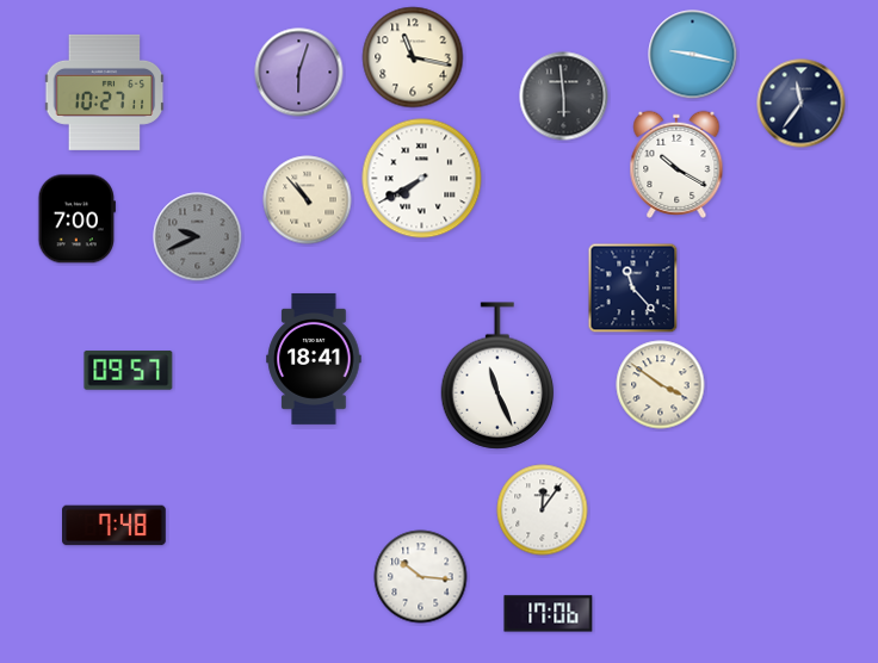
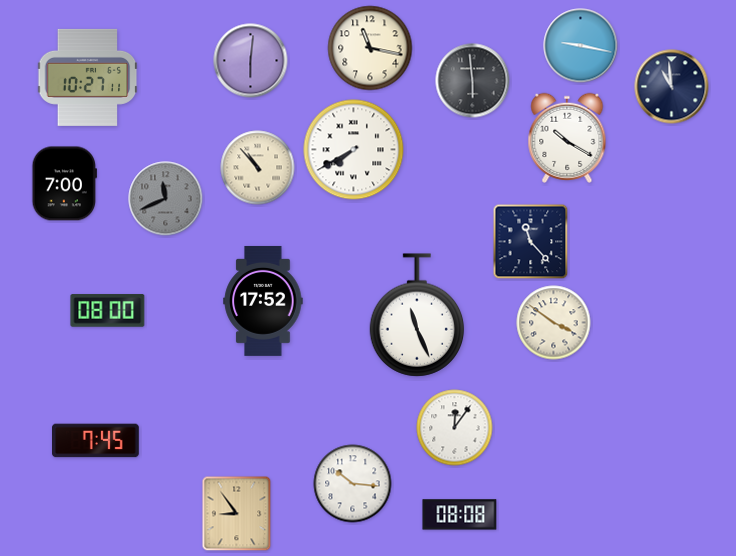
clock at (413, 57) position: (413, 57) -> (370, 48)
clock at (299, 73): 6:03 -> 6:01
clock at (802, 104): 11:36 -> 10:59
clock at (198, 237): 9:41 -> 11:41
clock at (314, 359): 18:41 -> 17:52
clock at (129, 371): 09:57 -> 08:00
clock at (115, 526): 7:48 -> 7:45
clock at (237, 514): none -> 8:54
clock at (549, 614): 17:06 -> 08:08
